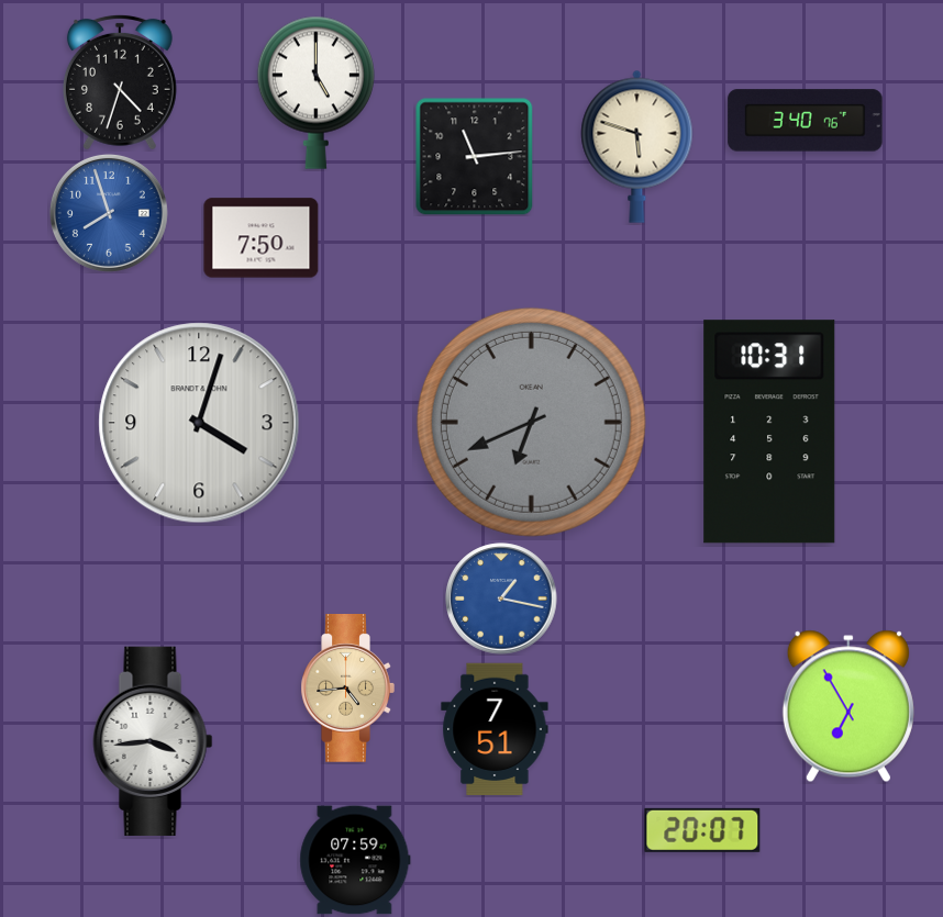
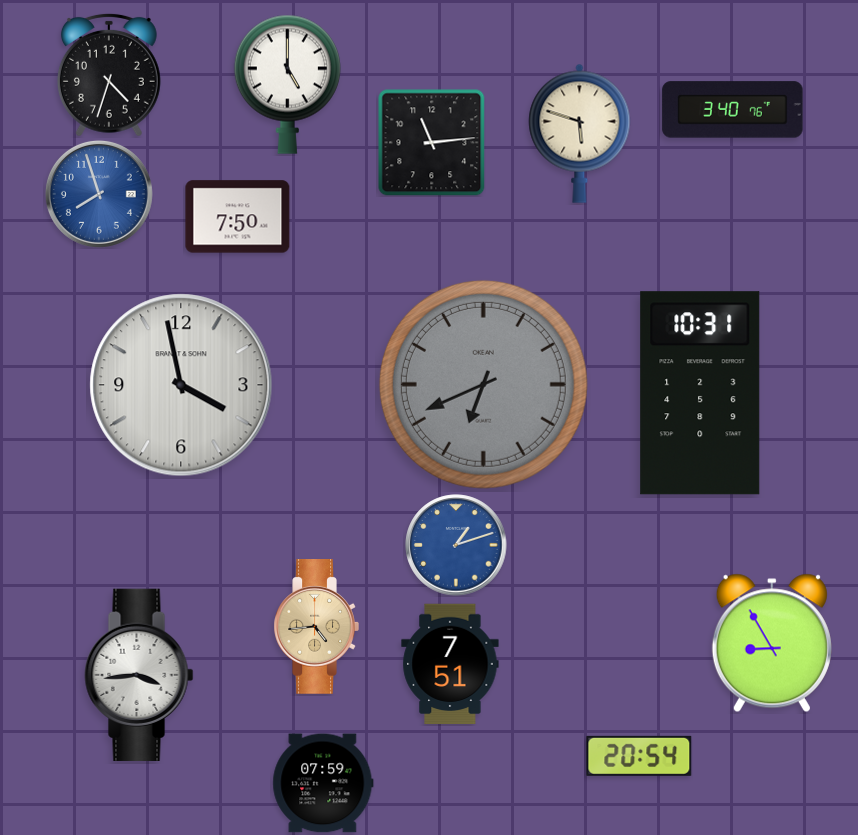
clock at (199, 423): 4:03 -> 3:58
clock at (501, 599): 1:17 -> 1:12
clock at (848, 706): 6:55 -> 8:55
clock at (702, 830): 20:07 -> 20:54
